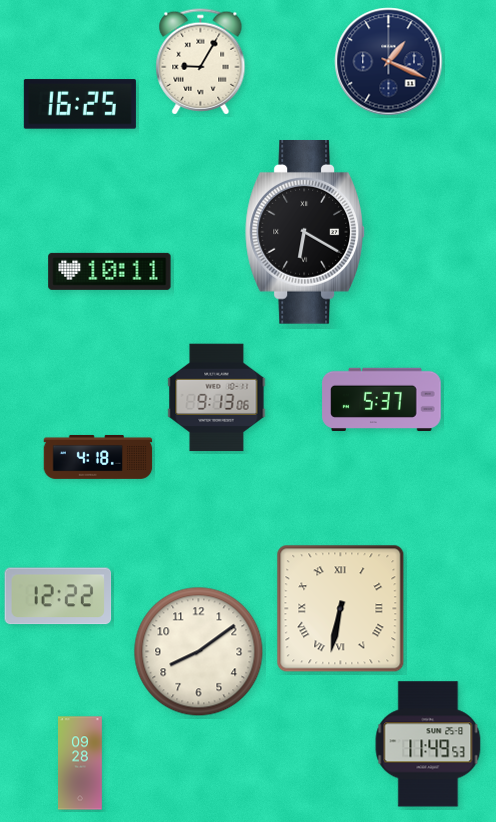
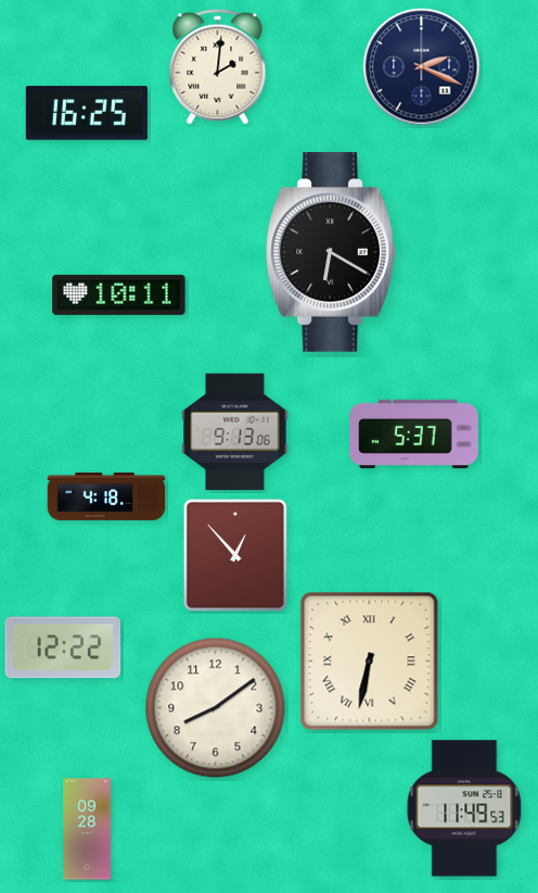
clock at (201, 62): 9:05 -> 2:01
clock at (389, 62): 1:19 -> 2:19
clock at (235, 555): none -> 12:53
